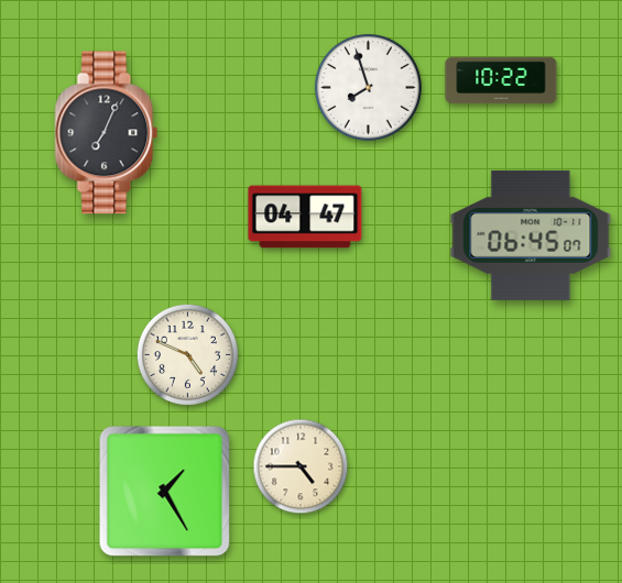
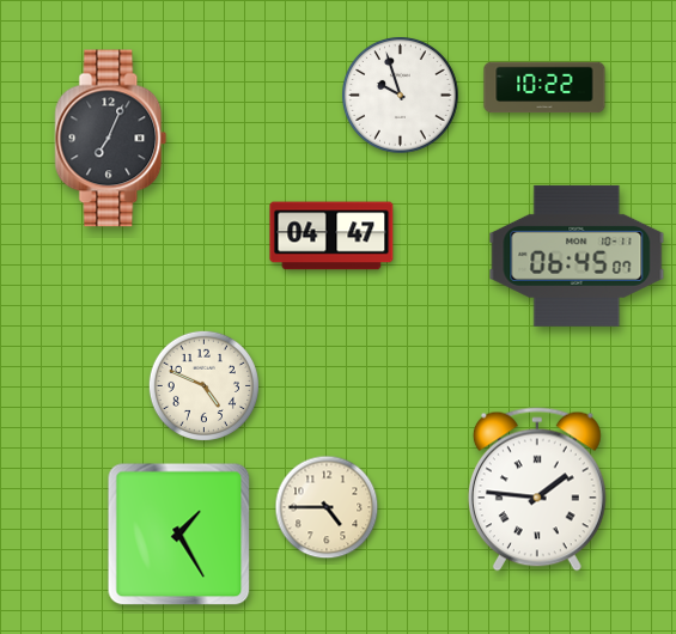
clock at (369, 88): 7:57 -> 9:57
clock at (107, 133) position: (107, 133) -> (111, 139)
clock at (537, 489): none -> 1:46
